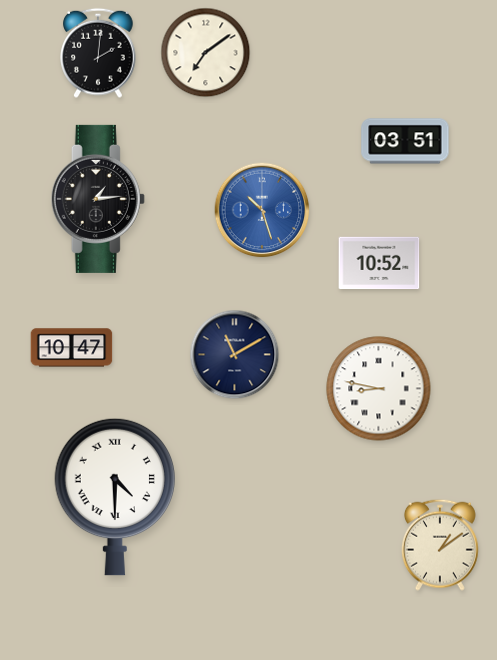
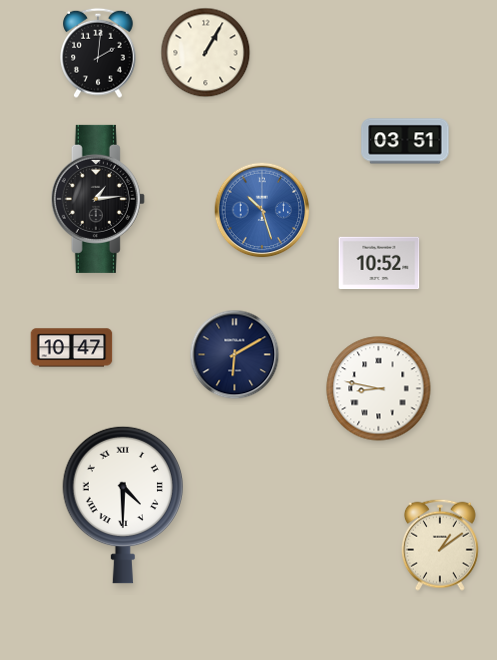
clock at (206, 53): 7:09 -> 1:05
clock at (235, 355): 11:10 -> 6:10
clock at (114, 497) position: (114, 497) -> (122, 505)
